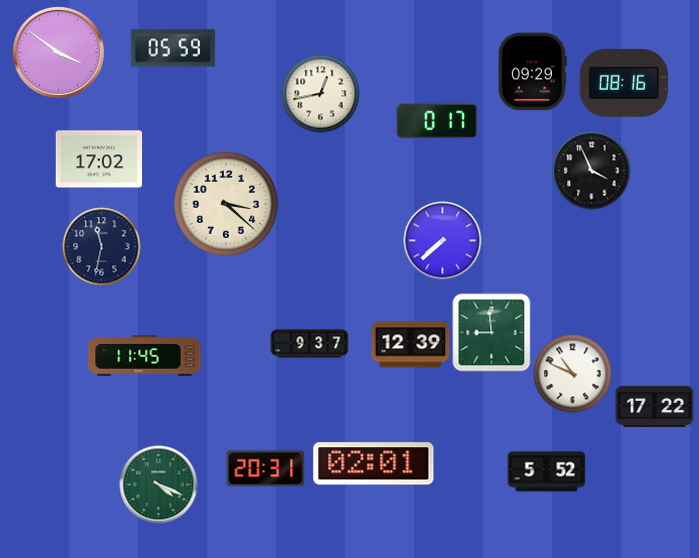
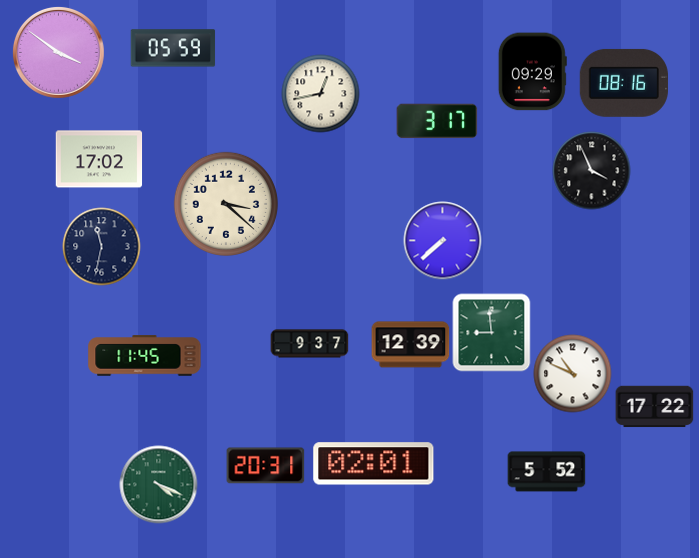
clock at (437, 121): 0:17 -> 3:17
clock at (265, 469) position: (265, 469) -> (265, 466)
